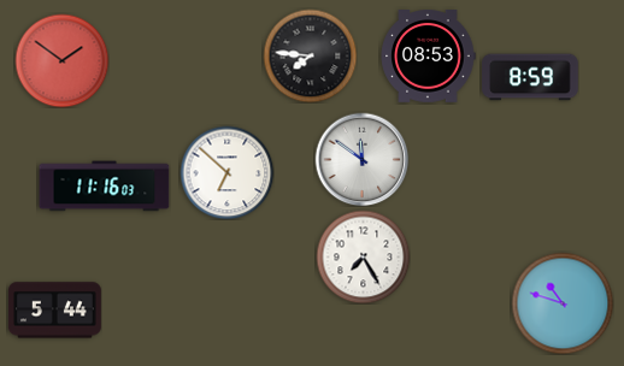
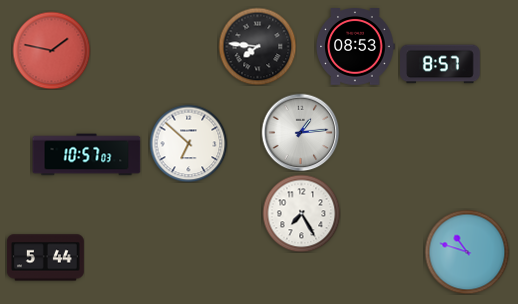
clock at (61, 60): 1:51 -> 1:47
clock at (530, 77): 8:59 -> 8:57
clock at (361, 159): 11:51 -> 1:14
clock at (105, 187): 11:16 -> 10:57
